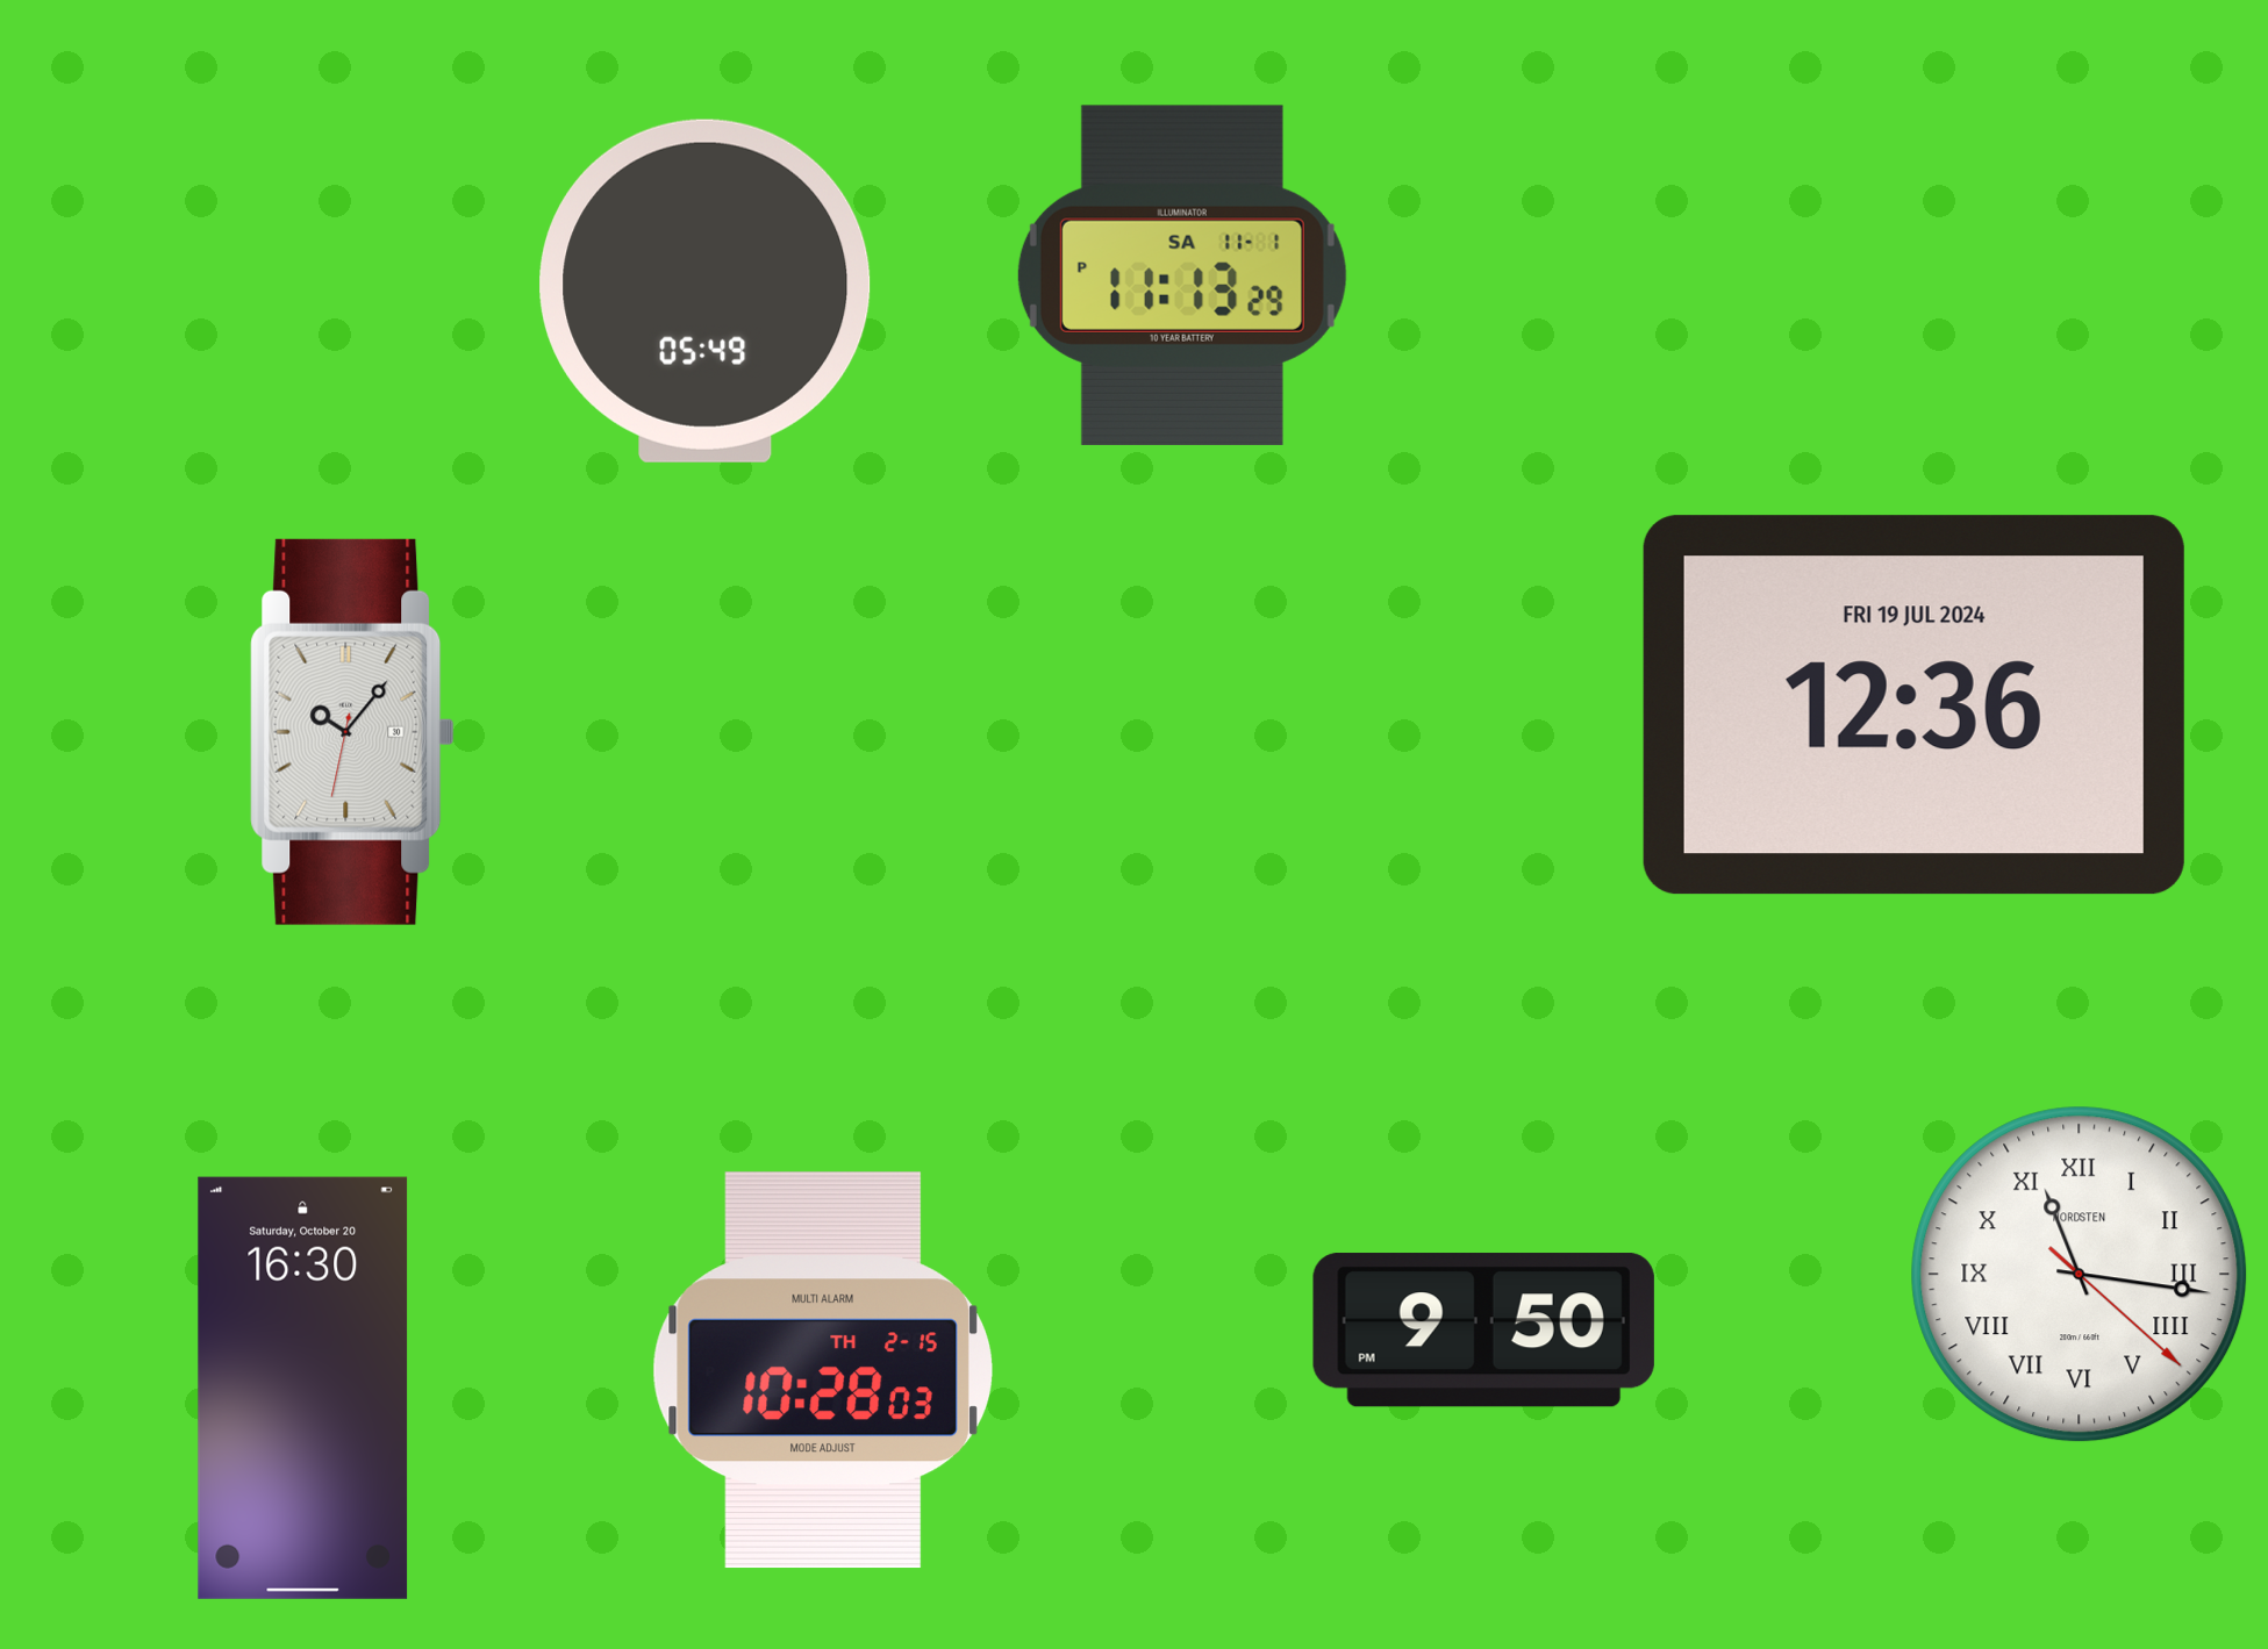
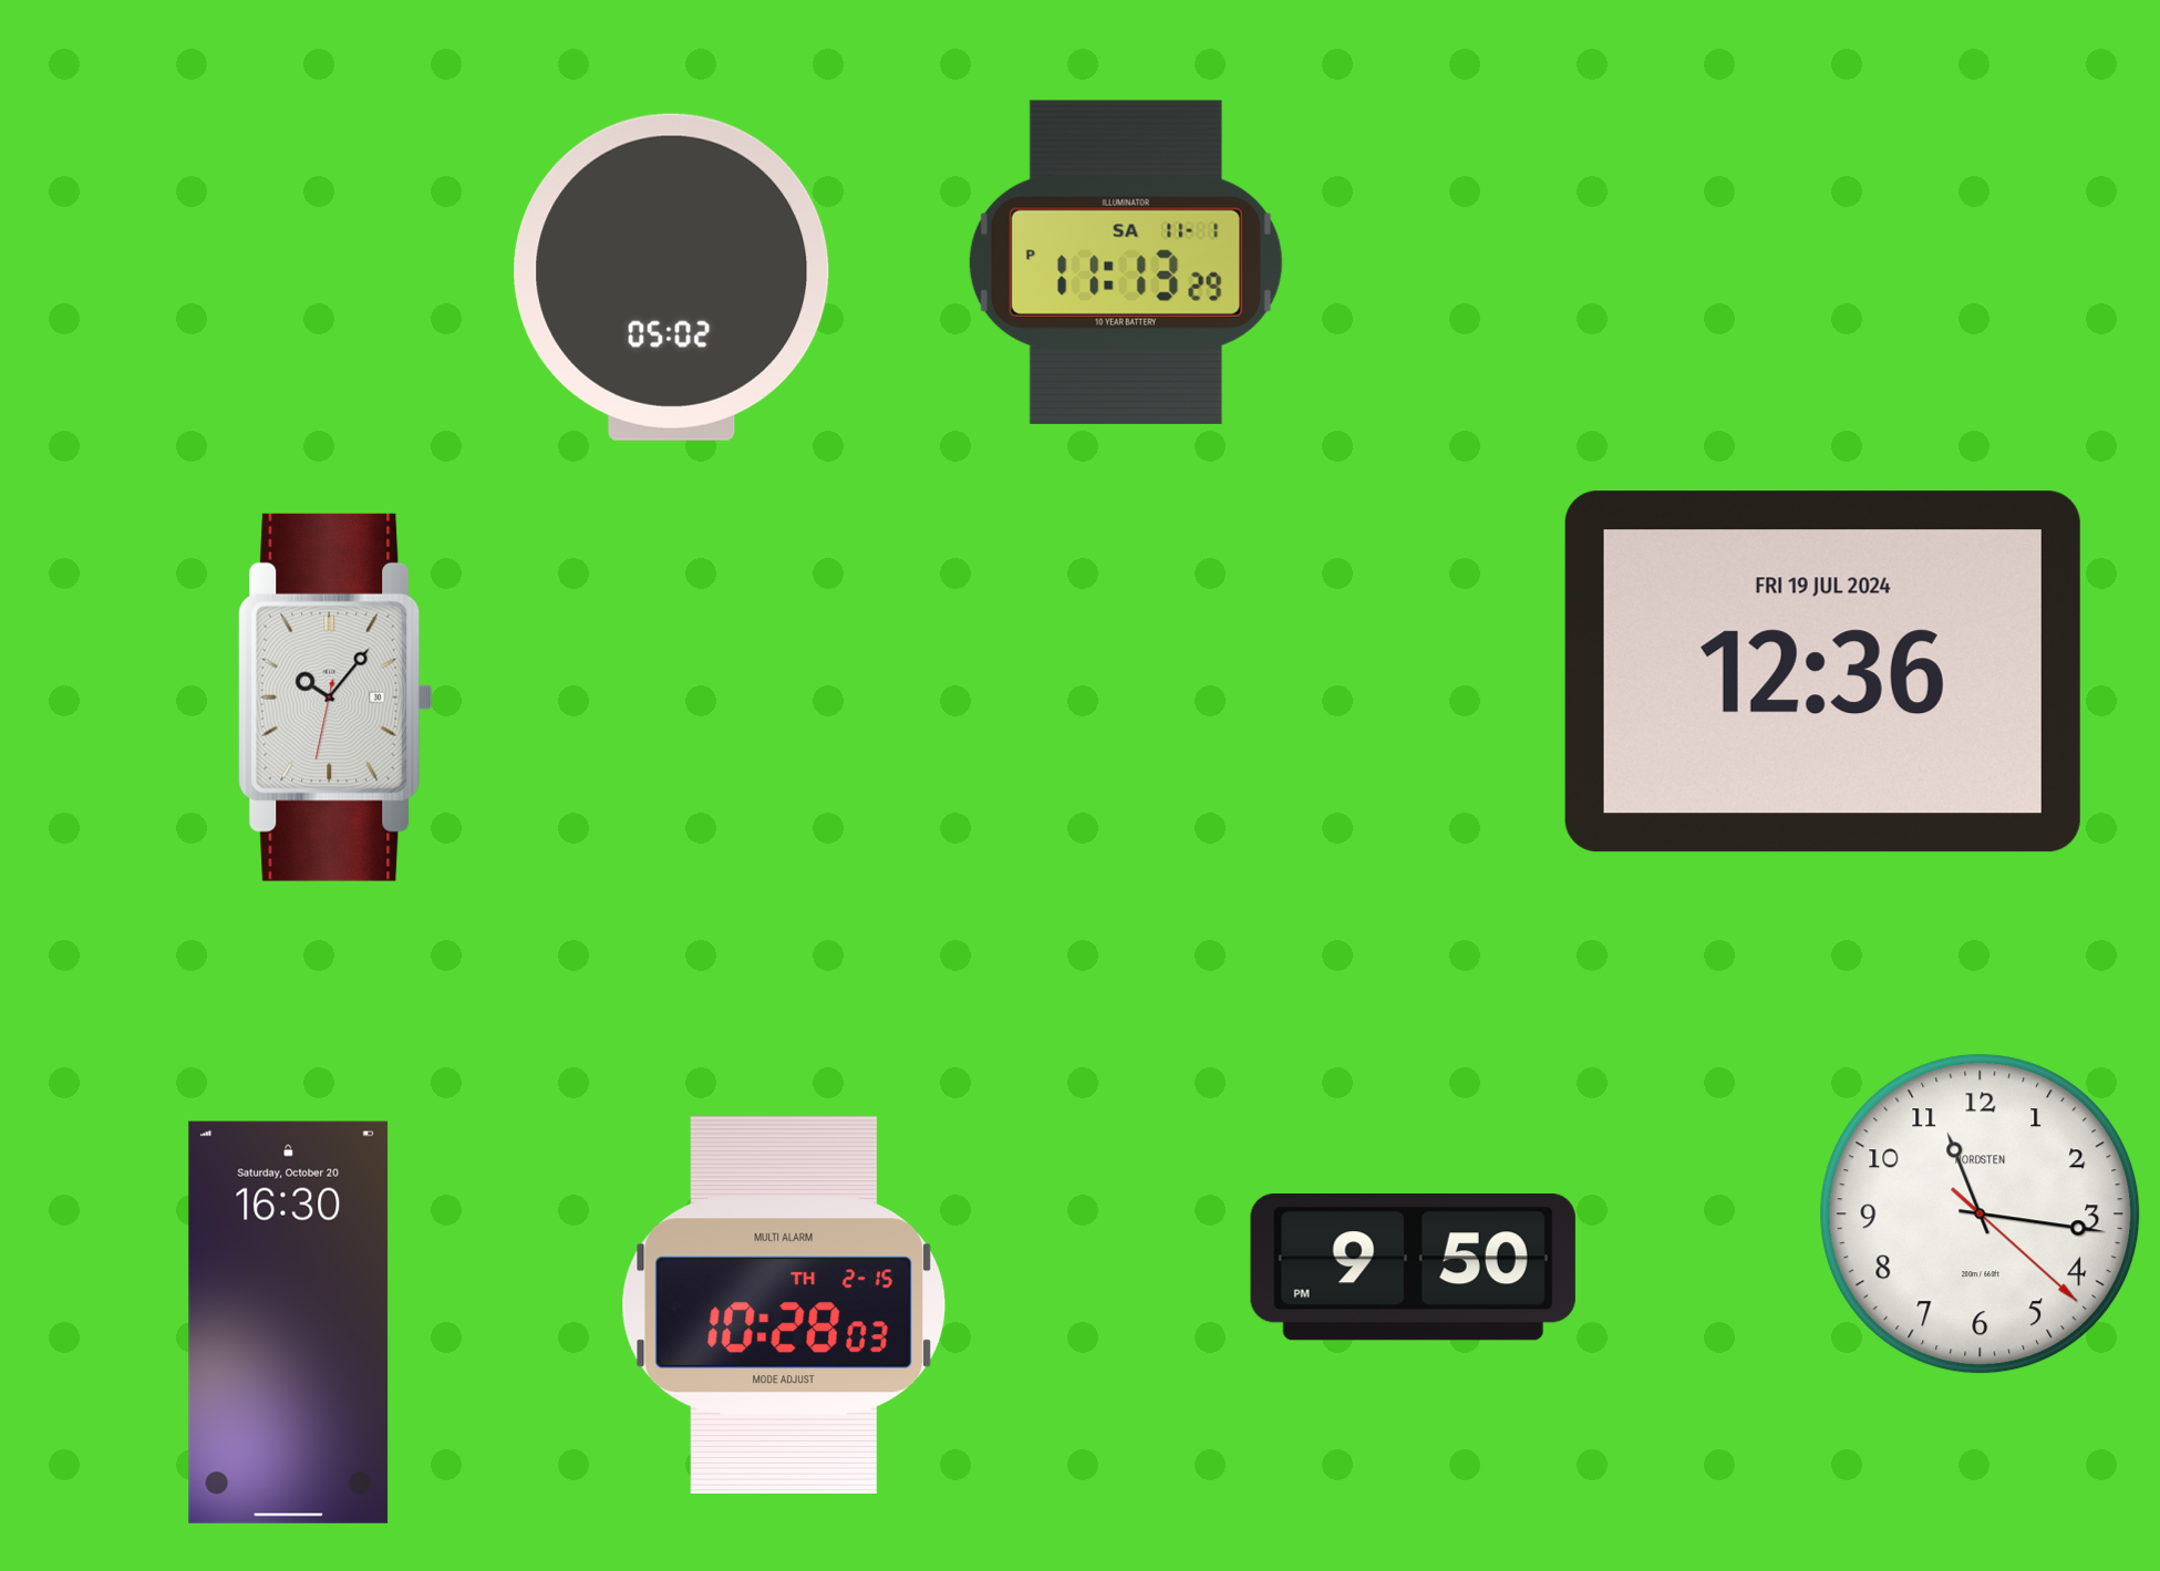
clock at (706, 291): 05:49 -> 05:02
clock at (2080, 1275) numerals: Roman -> Arabic
